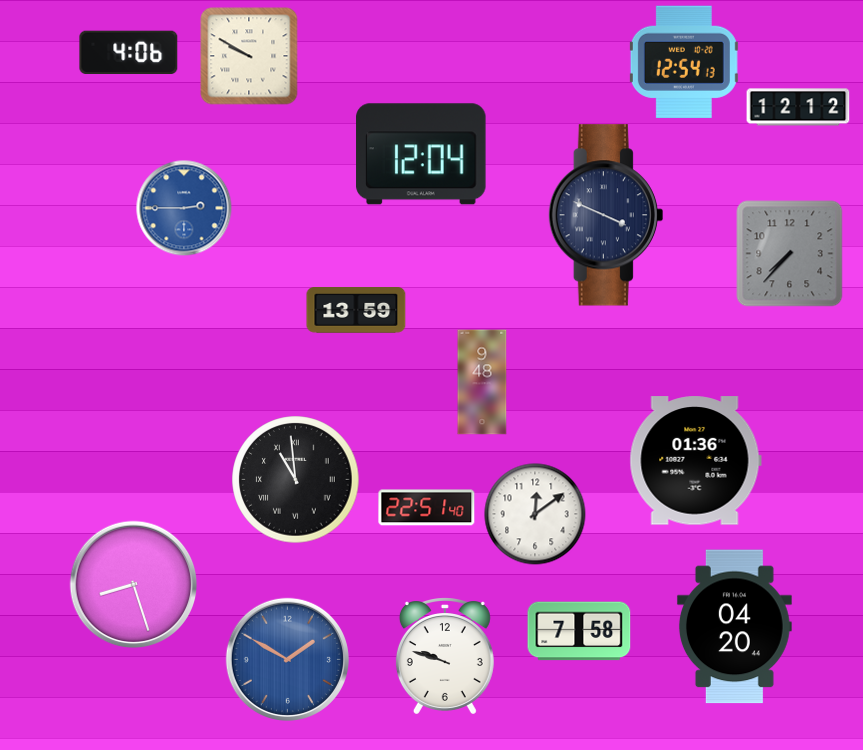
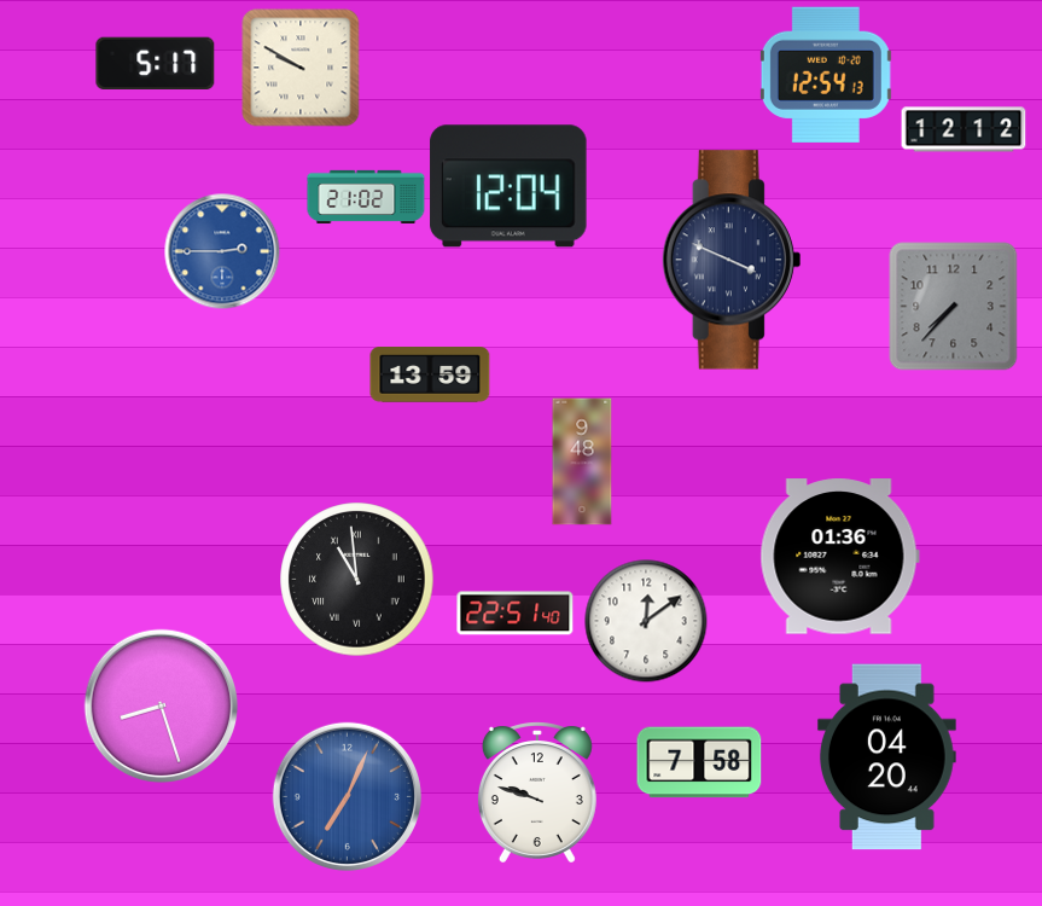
clock at (129, 53): 4:06 -> 5:17
clock at (366, 196): none -> 21:02
clock at (287, 659): 1:50 -> 7:04
